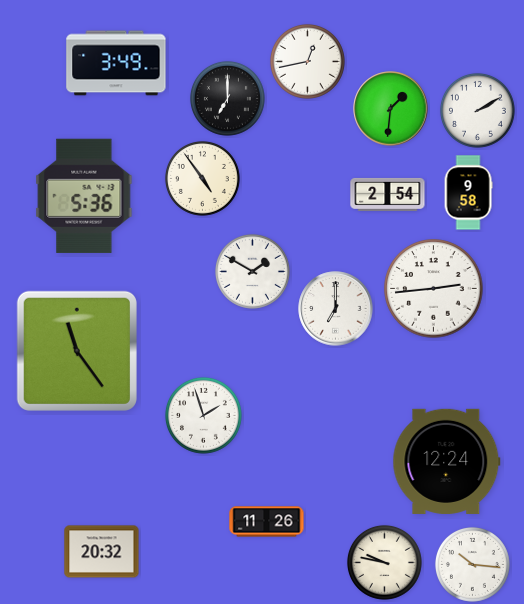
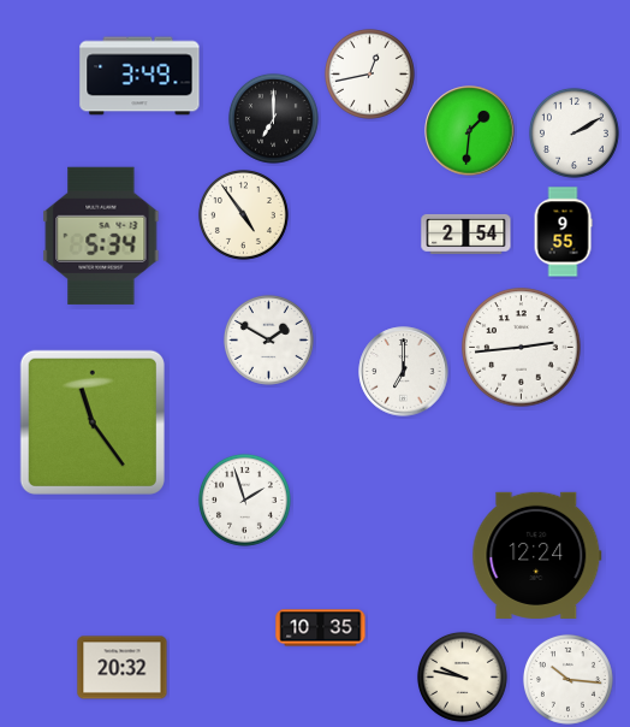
clock at (468, 193): 9:58 -> 9:55
clock at (84, 196): 5:36 -> 5:34
clock at (252, 271) position: (252, 271) -> (268, 339)
clock at (267, 522): 11:26 -> 10:35
clock at (102, 552) position: (102, 552) -> (123, 668)
